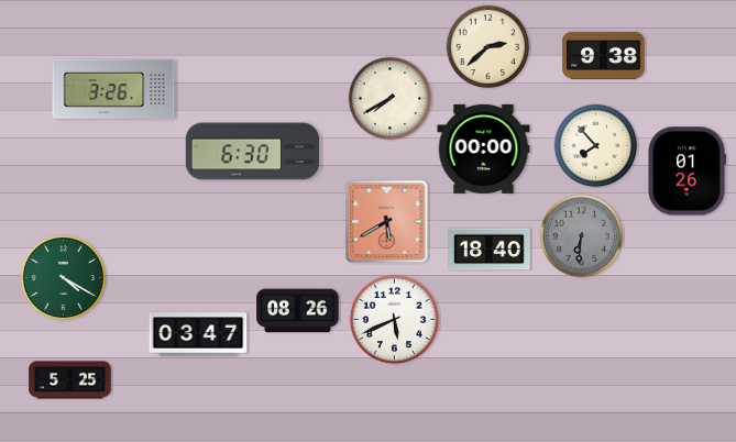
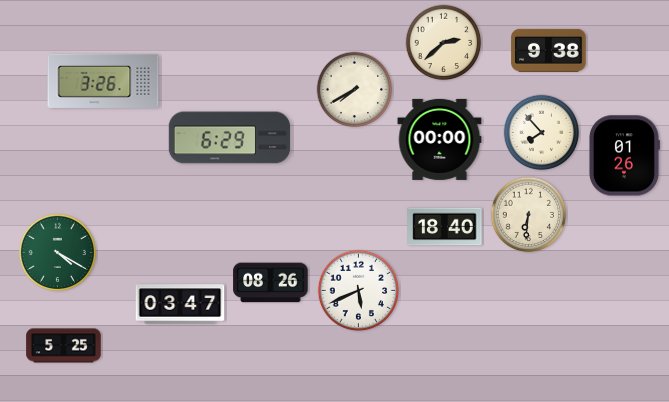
clock at (484, 148) position: (484, 148) -> (440, 139)
clock at (253, 152): 6:30 -> 6:29
clock at (387, 222): 5:40 -> none
clock at (582, 236) dial: grey -> cream
